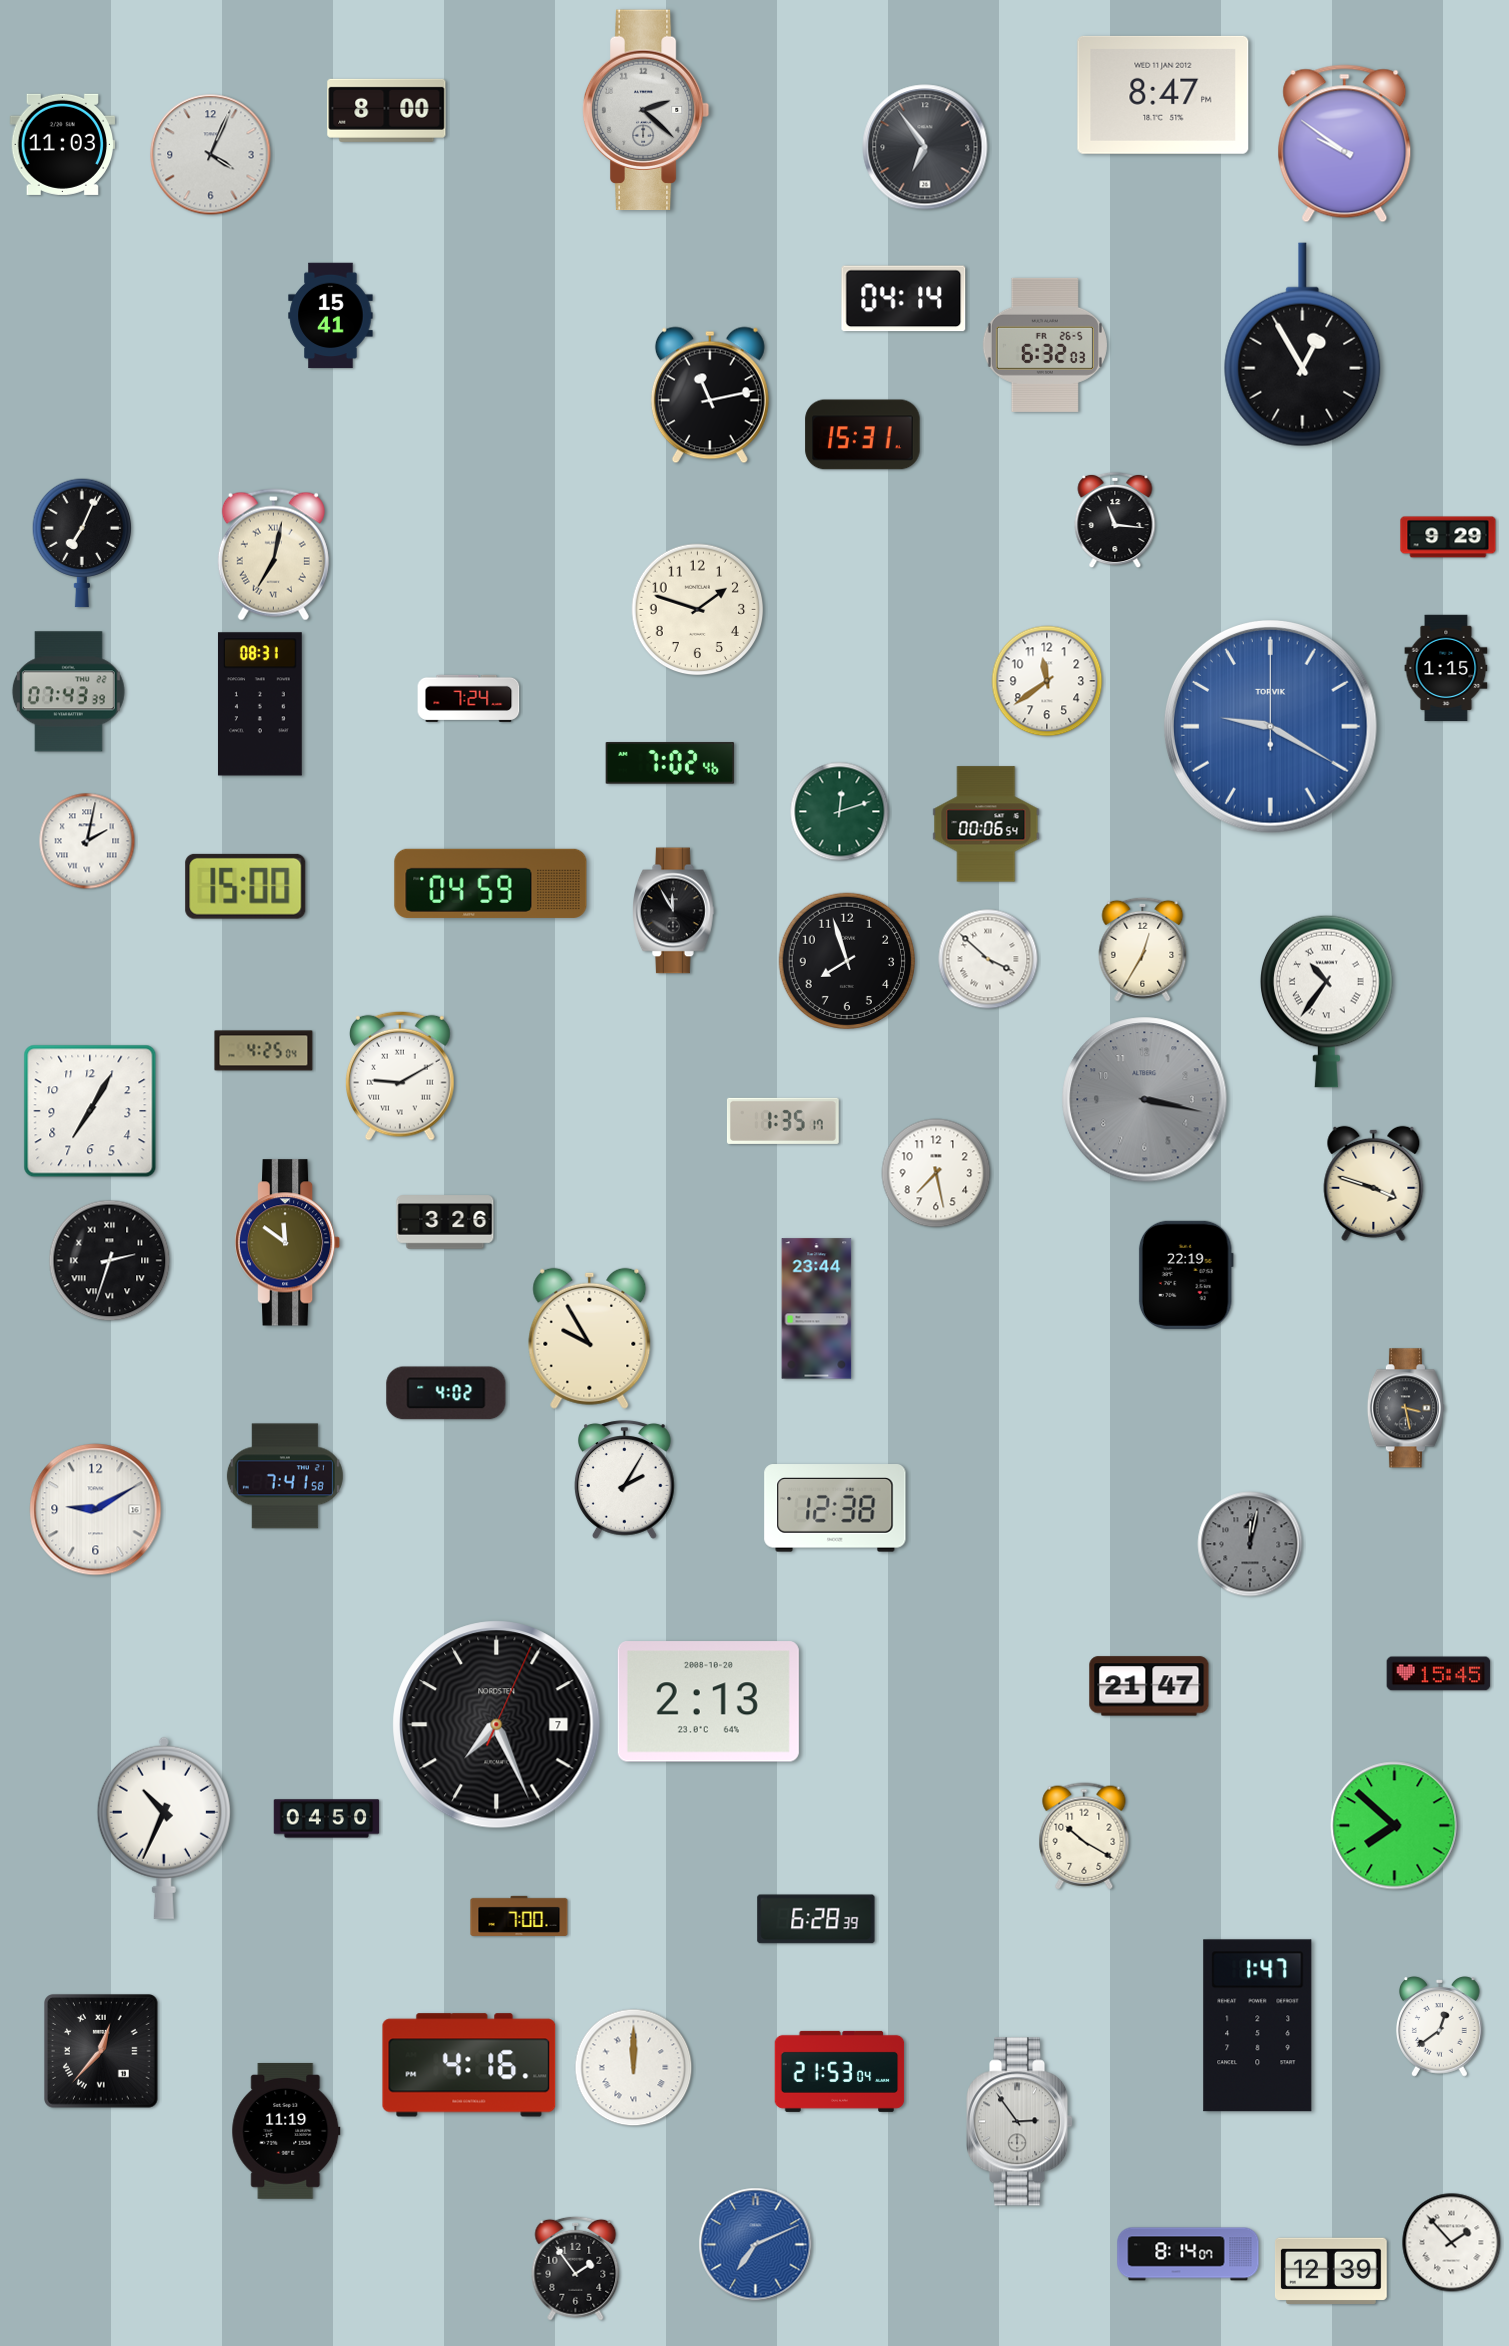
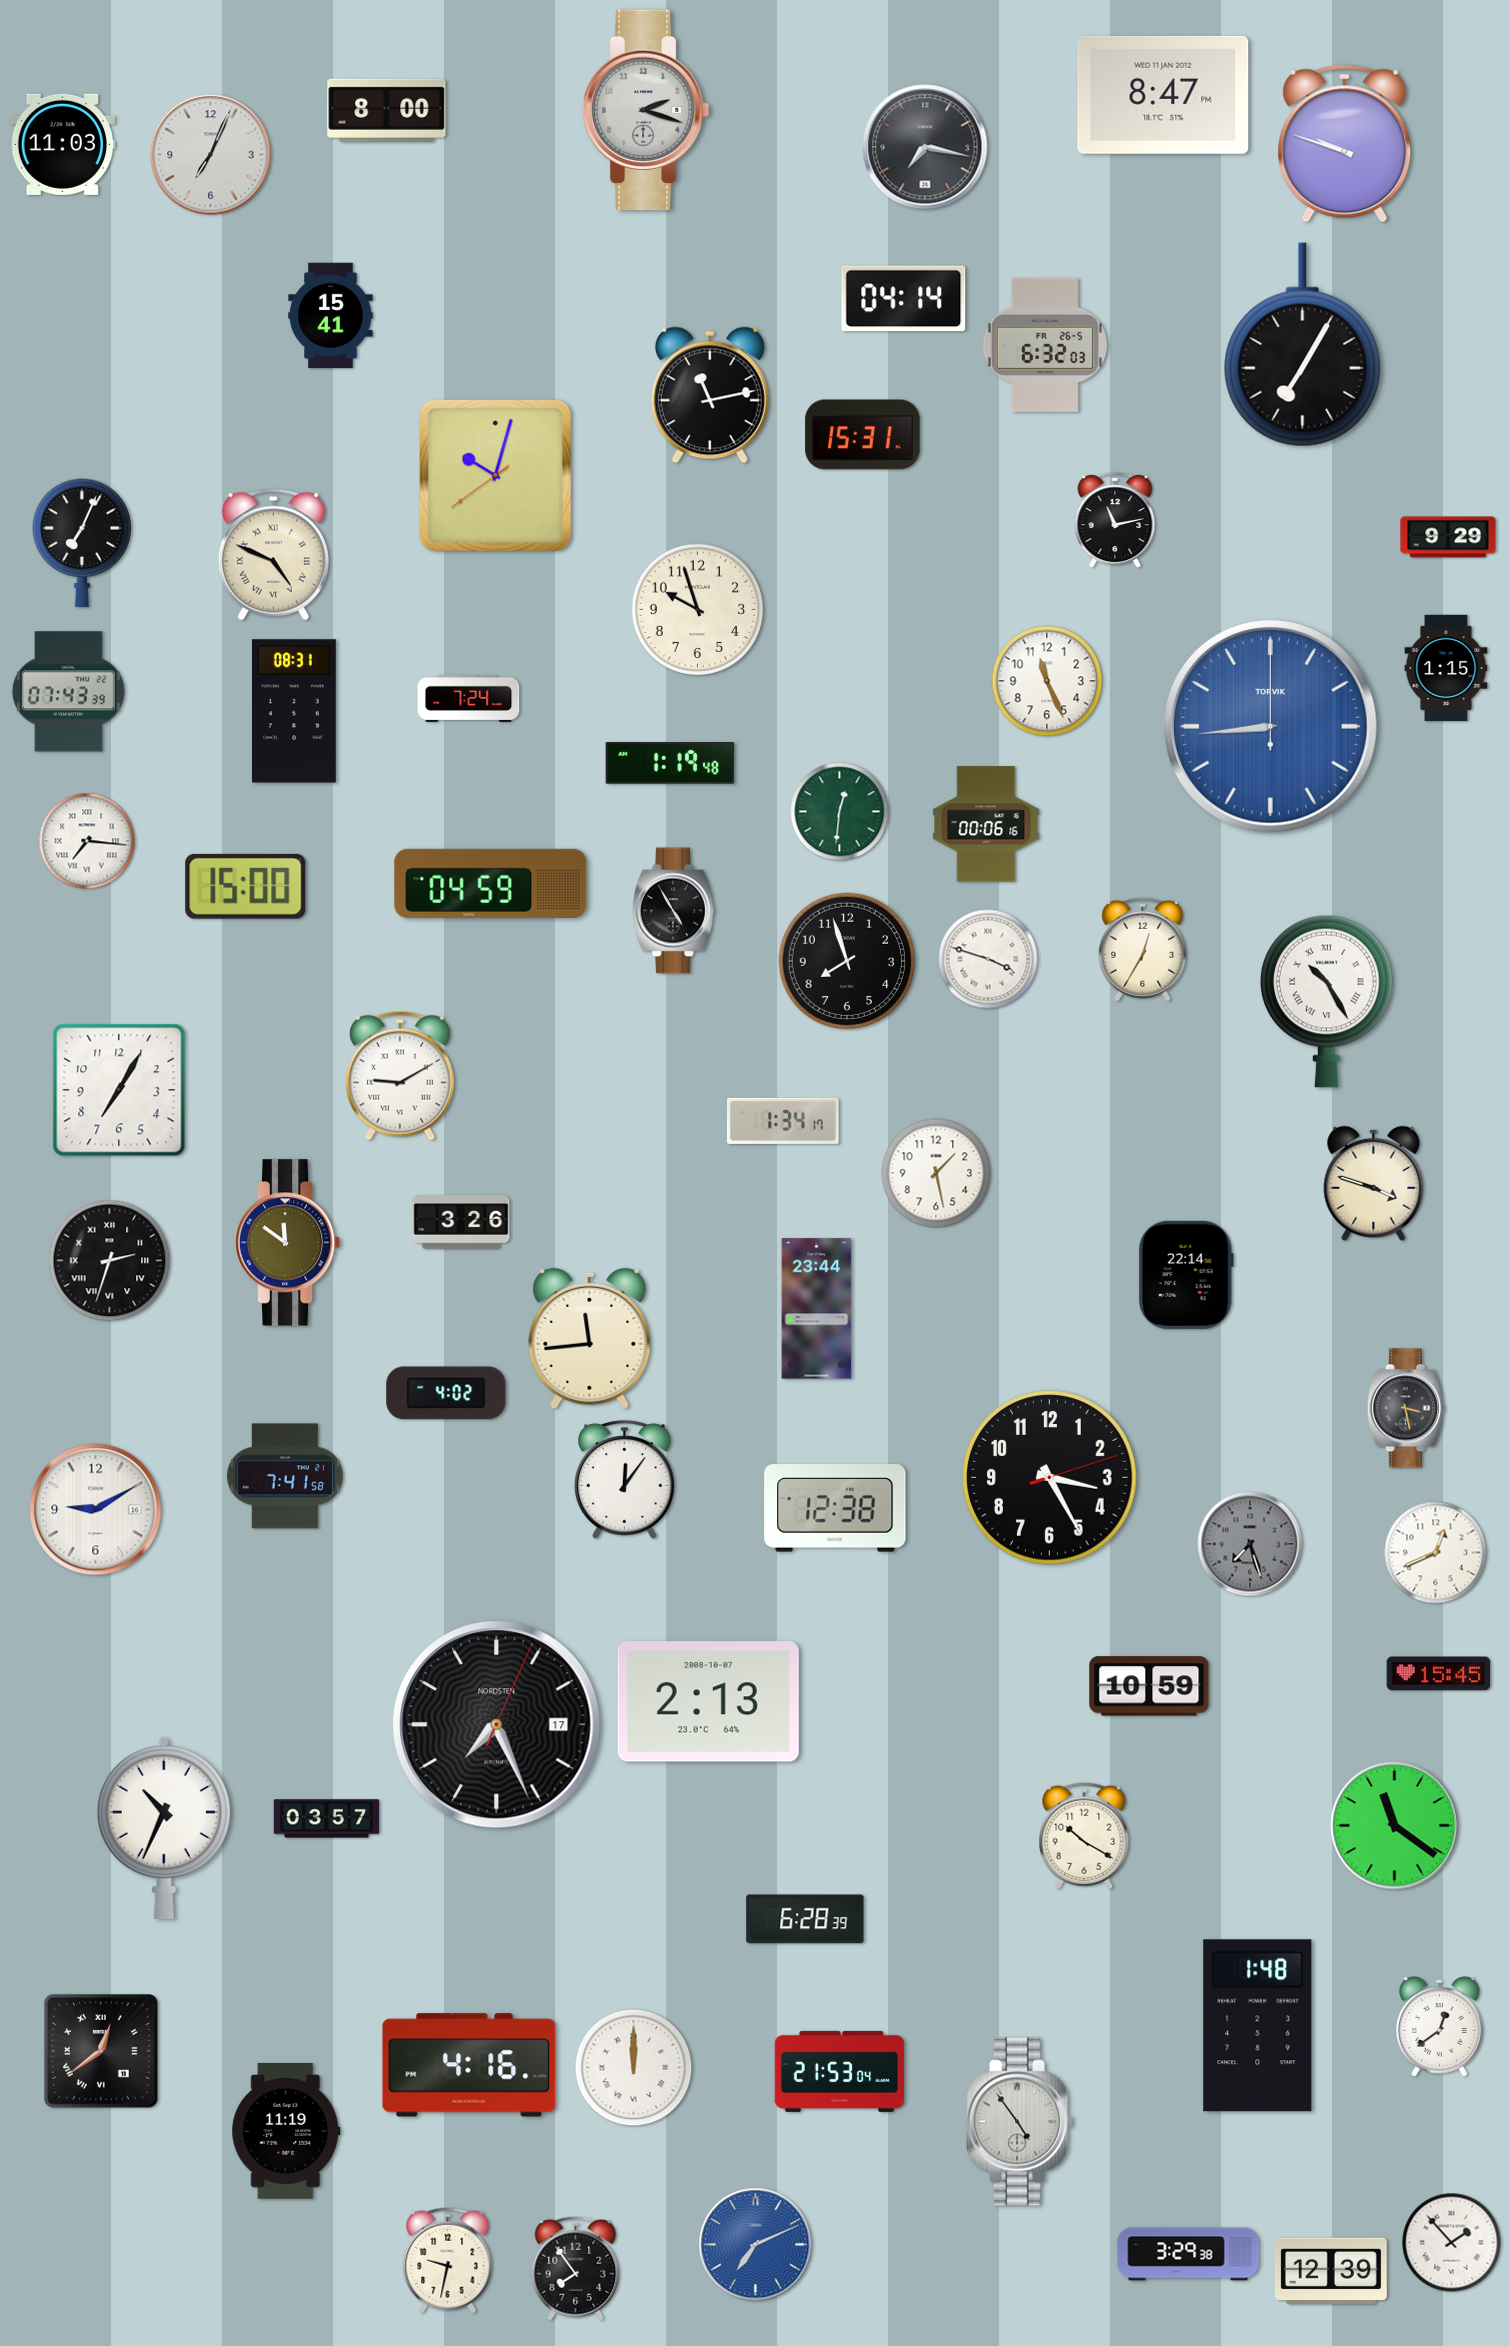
clock at (646, 110): 2:22 -> 2:18
clock at (1345, 144): 9:51 -> 9:48
clock at (925, 147): 6:54 -> 7:17
clock at (211, 155): 4:04 -> 7:04
clock at (1303, 345): 12:55 -> 7:05
clock at (495, 475): none -> 10:02
clock at (1115, 520): 11:16 -> 11:13
clock at (273, 555): 7:02 -> 4:49
clock at (698, 610): 1:48 -> 9:57
clock at (1047, 681): 11:39 -> 11:26
clock at (260, 704) position: (260, 704) -> (294, 711)
clock at (1271, 727): 9:20 -> 8:44
clock at (670, 763): 7:02 -> 1:19
clock at (840, 812): 12:12 -> 12:31
clock at (986, 824): 00:06:54 -> 00:06:16
clock at (87, 841): 2:02 -> 7:16
clock at (674, 911): 11:55 -> 4:55
clock at (988, 959): 3:52 -> 3:48
clock at (1327, 1001): 10:36 -> 10:25
clock at (264, 1051): 4:25 -> none
clock at (1145, 1100): 3:17 -> none
clock at (90, 1111) position: (90, 1111) -> (119, 1090)
clock at (783, 1121): 1:35 -> 1:34
clock at (936, 1173): 7:28 -> 1:28
clock at (445, 1222) position: (445, 1222) -> (461, 1222)
clock at (1186, 1275): 22:19 -> 22:14
clock at (590, 1338): 9:55 -> 11:44
clock at (1050, 1478): none -> 3:25
clock at (625, 1480): 2:05 -> 12:06
clock at (1250, 1544): 12:02 -> 7:27
clock at (1436, 1553): none -> 12:41
clock at (1149, 1686): 21:47 -> 10:59
clock at (708, 1702) date: 2008-10-20 -> 2008-10-07
clock at (497, 1725) date: 7 -> 17
clock at (327, 1819): 04:50 -> 03:57
clock at (1395, 1826): 7:52 -> 11:21
clock at (519, 1916): 7:00 -> none
clock at (816, 1919) position: (816, 1919) -> (805, 1919)
clock at (1258, 2026): 1:47 -> 1:48
clock at (102, 2052): 12:37 -> 12:39
clock at (1021, 2122): 2:54 -> 4:54
clock at (1188, 2254): 8:14 -> 3:29
clock at (448, 2261): none -> 9:32
clock at (576, 2268): 1:54 -> 7:54
